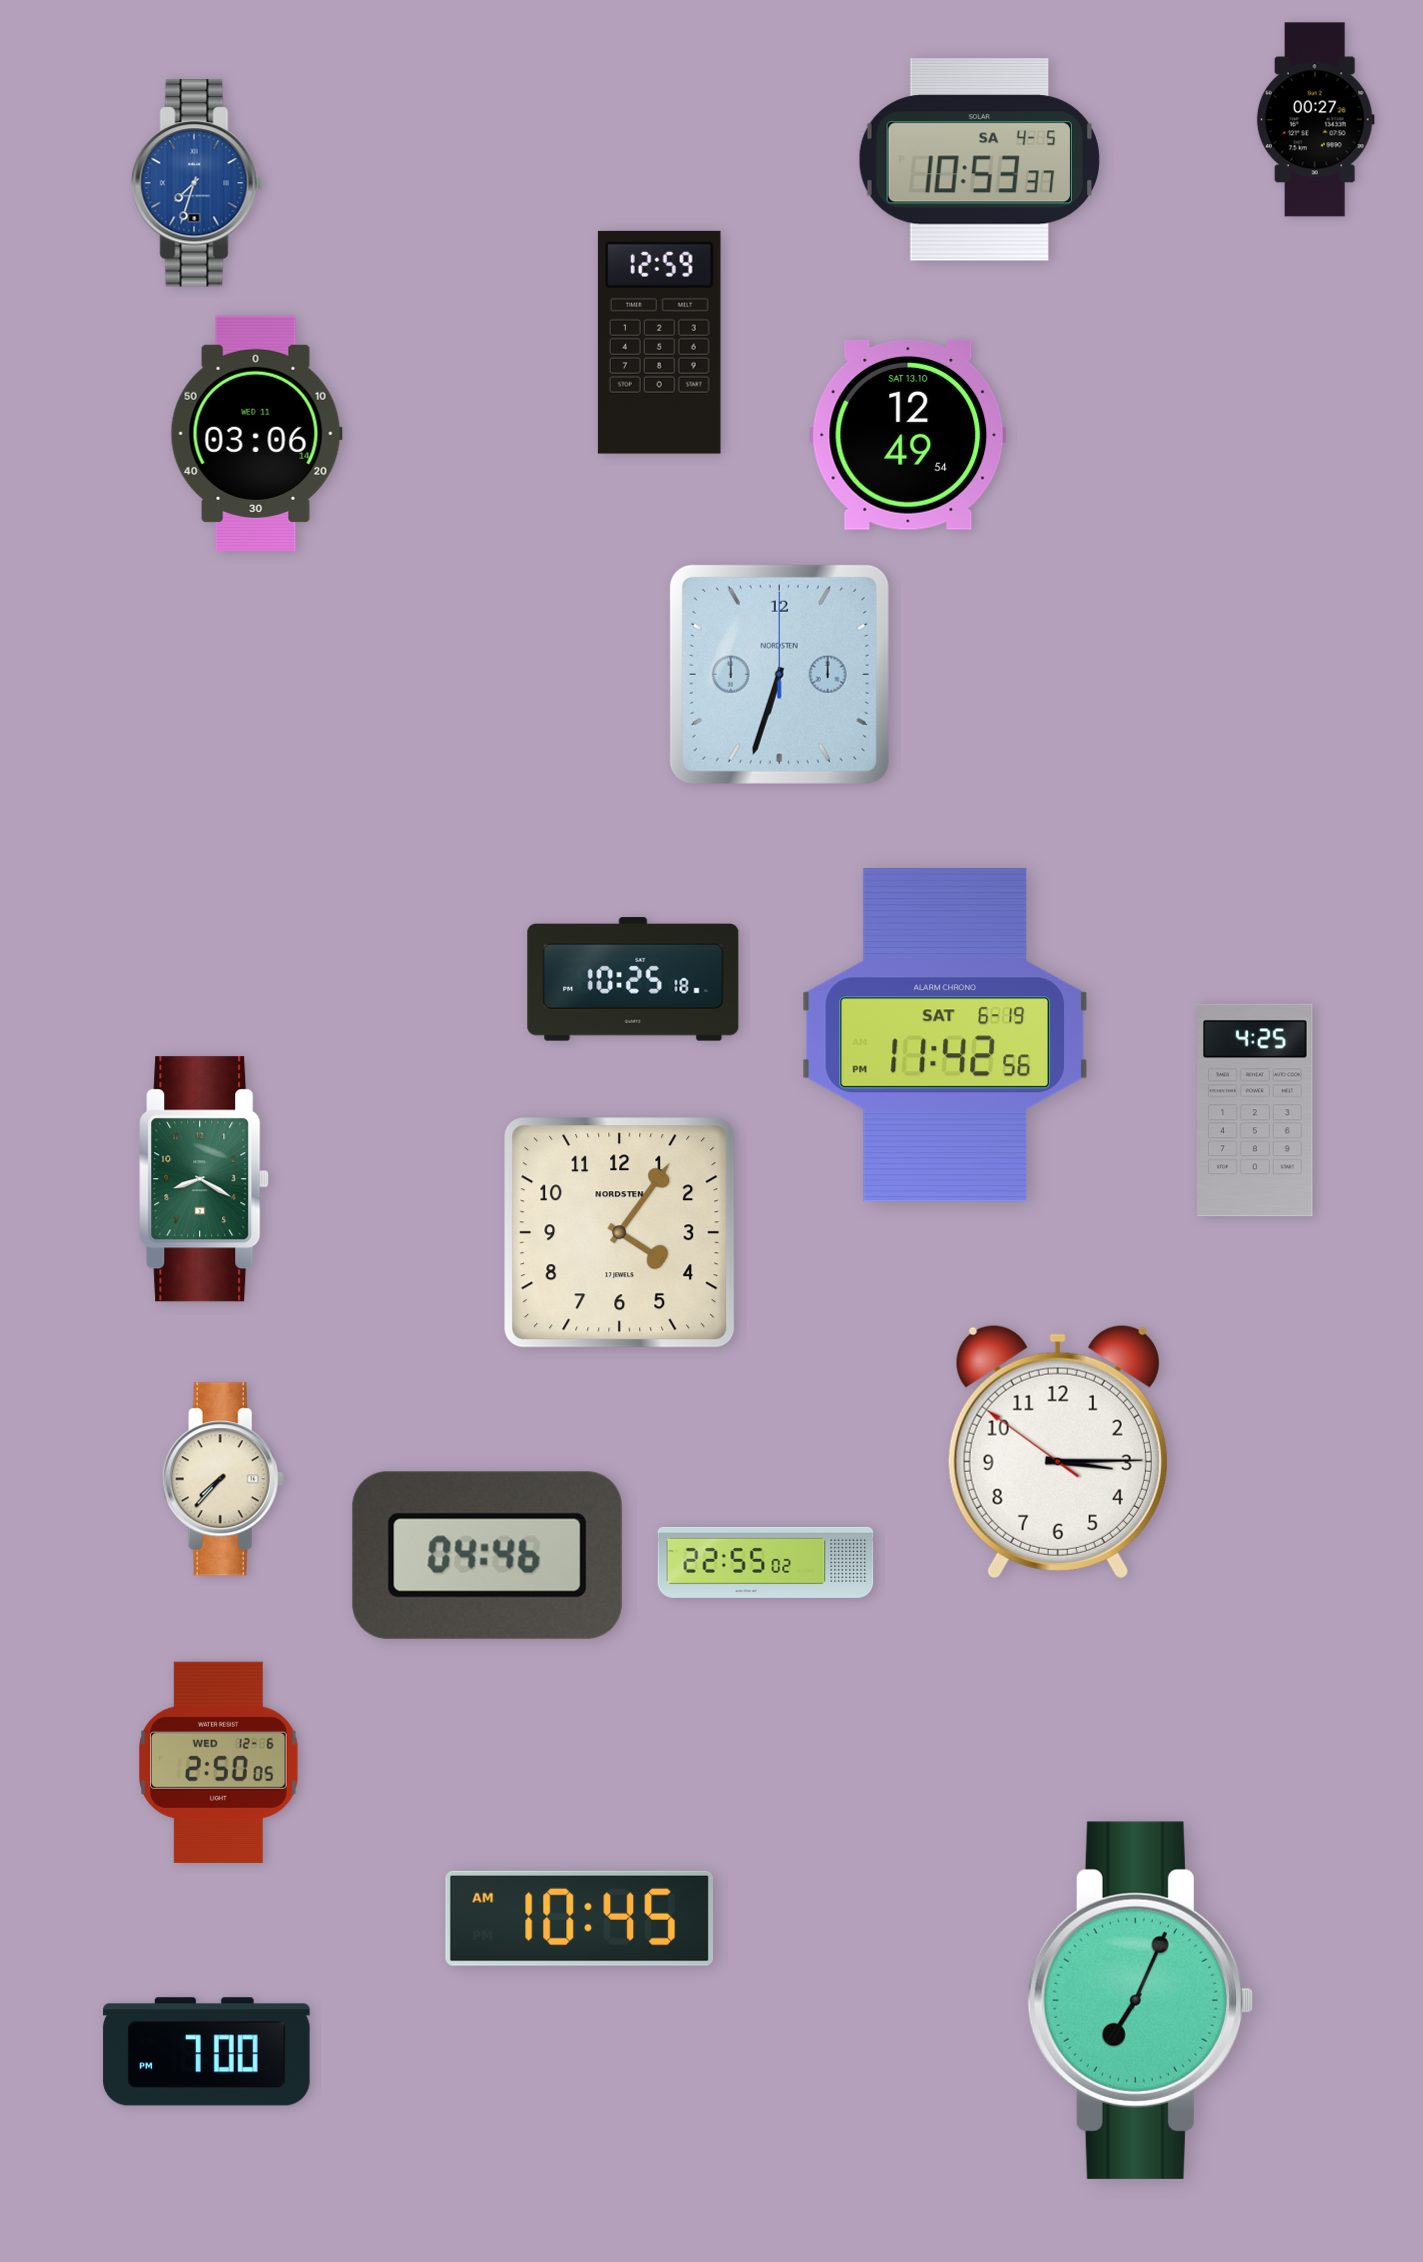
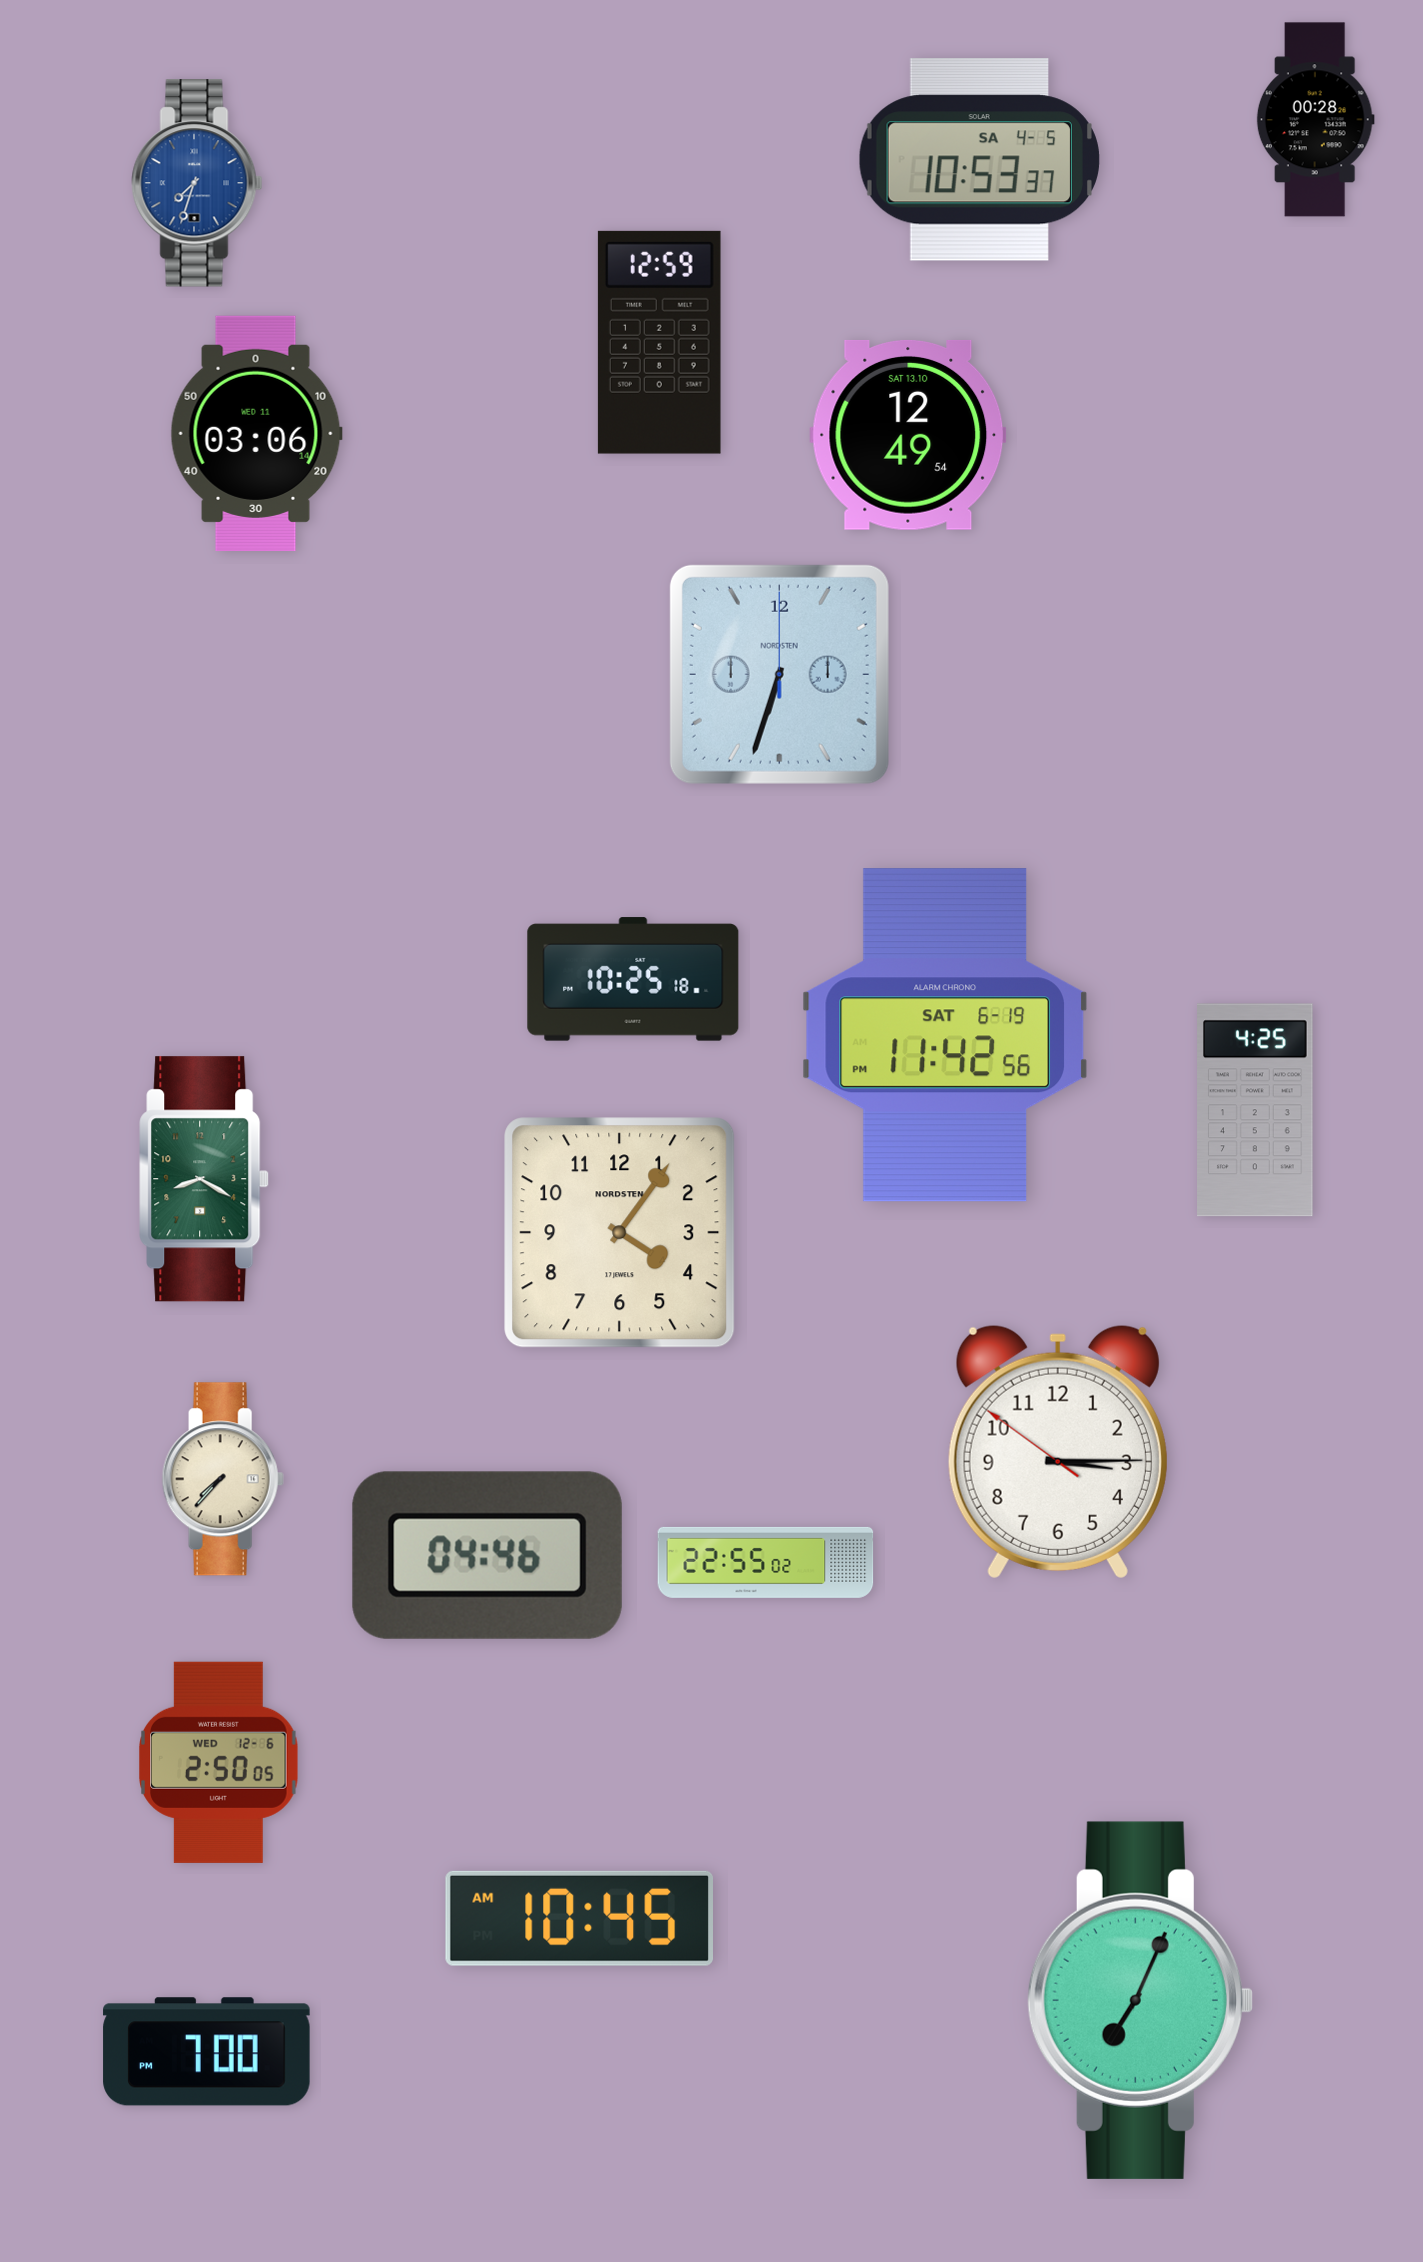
clock at (1315, 120): 00:27 -> 00:28
